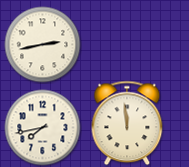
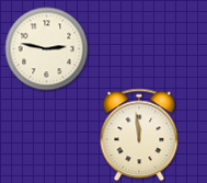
clock at (43, 45): 2:43 -> 2:47
clock at (43, 128): 7:43 -> none
